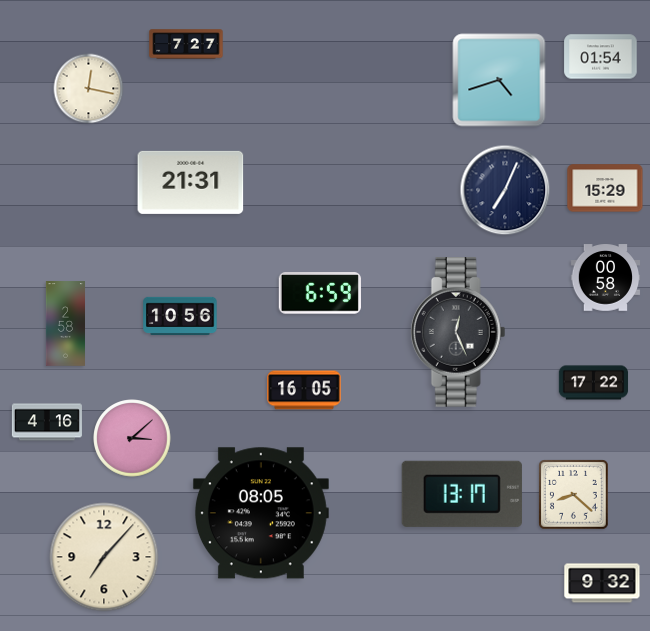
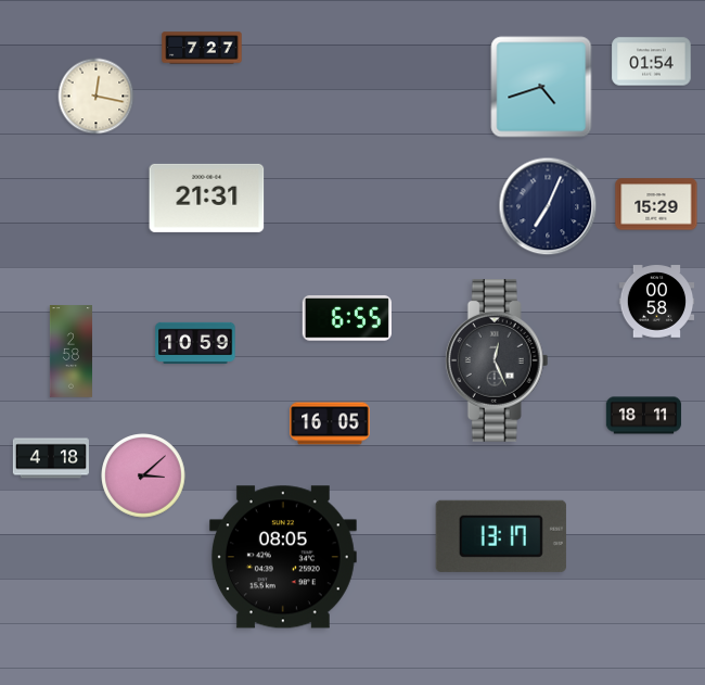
clock at (320, 293): 6:59 -> 6:55
clock at (180, 315): 10:56 -> 10:59
clock at (594, 383): 17:22 -> 18:11
clock at (47, 422): 4:16 -> 4:18
clock at (574, 495): 8:22 -> none
clock at (104, 557): 7:07 -> none
clock at (602, 583): 9:32 -> none
